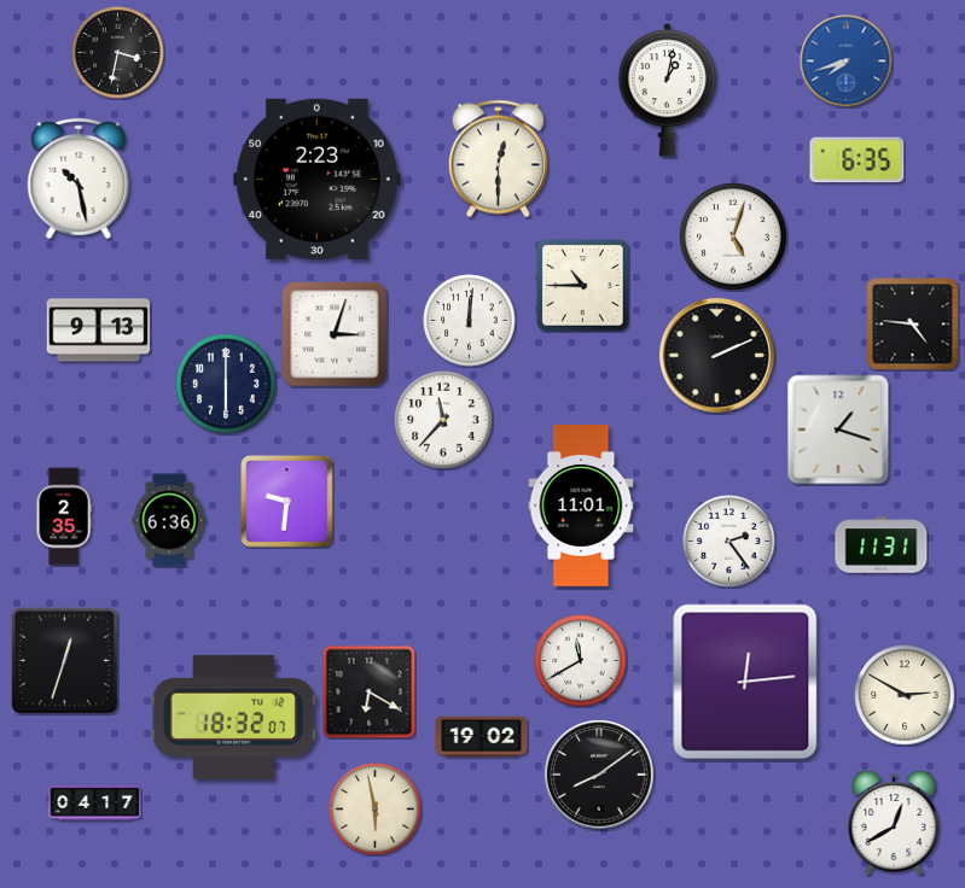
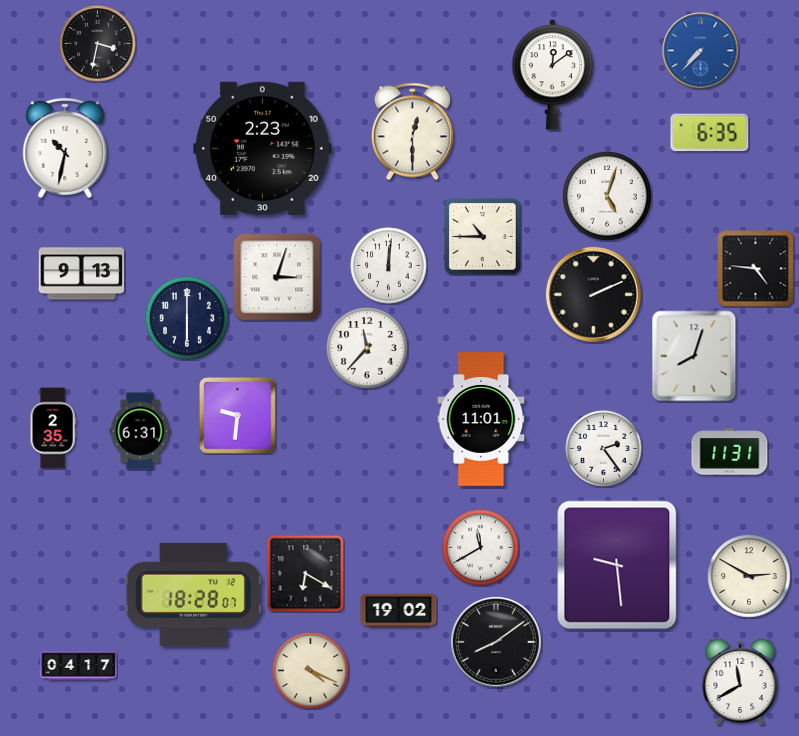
clock at (847, 62): 7:42 -> 7:37
clock at (668, 90): 1:02 -> 12:09
clock at (79, 179): 10:28 -> 10:32
clock at (838, 430): 1:18 -> 8:03
clock at (169, 520): 6:36 -> 6:31
clock at (65, 661): 12:33 -> none
clock at (745, 682): 12:14 -> 9:29
clock at (233, 717): 18:32 -> 18:28
clock at (376, 810): 5:58 -> 4:19
clock at (894, 822): 12:40 -> 11:40
